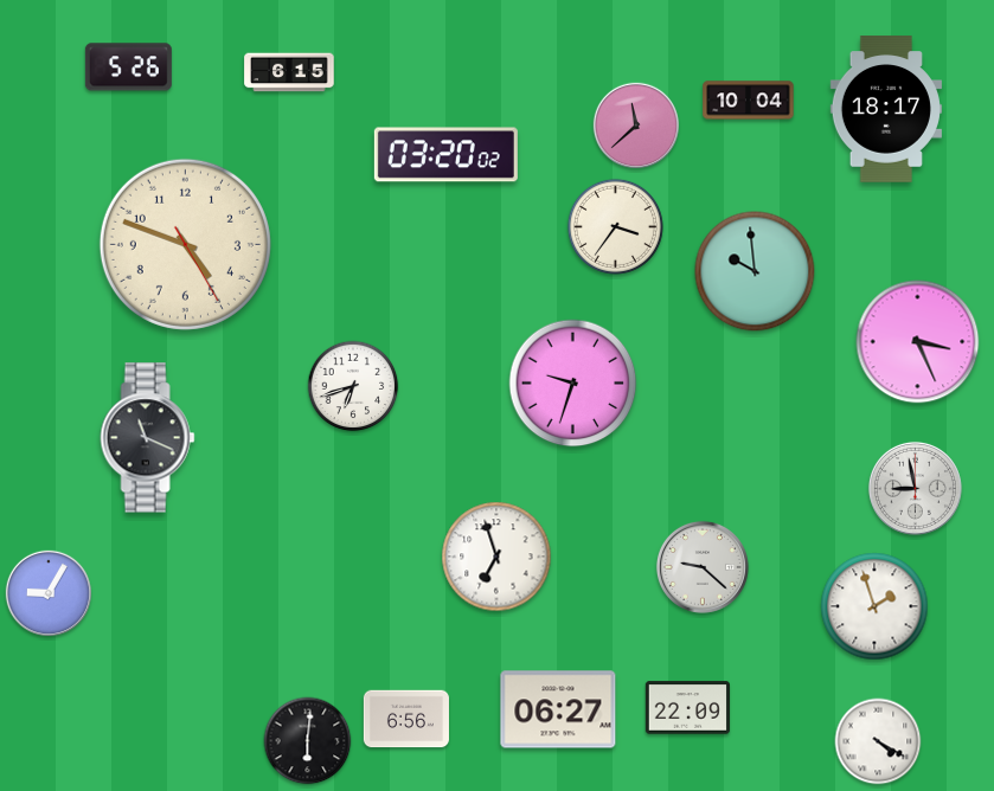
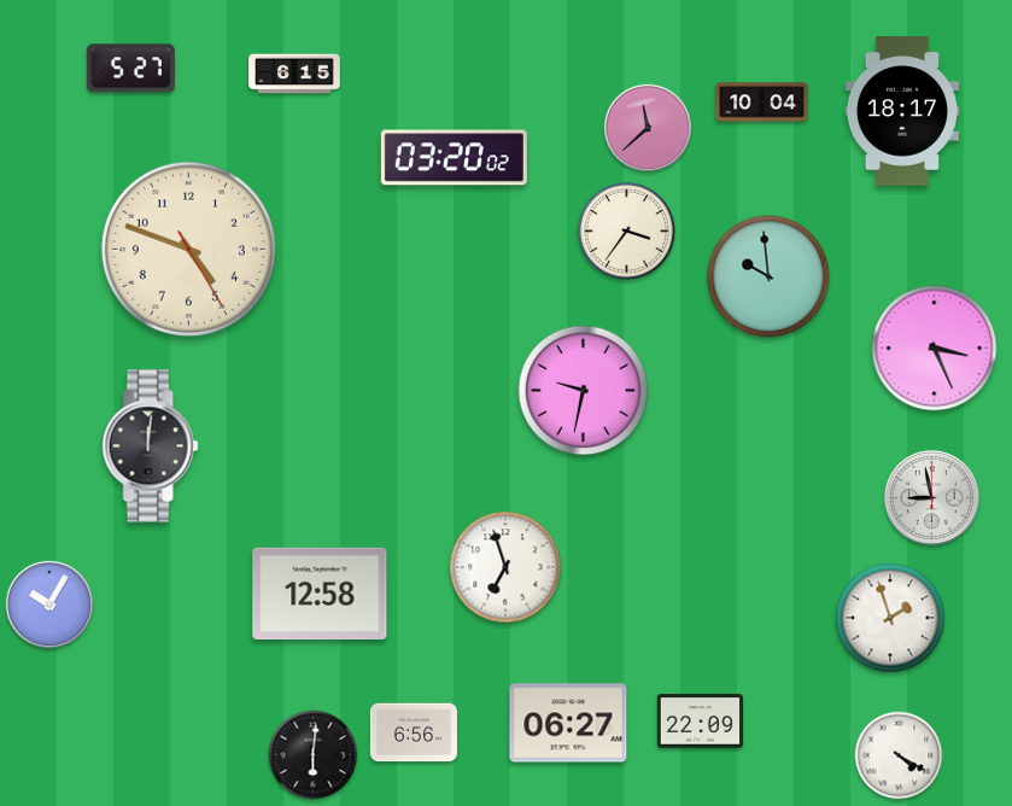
clock at (128, 67): 5:26 -> 5:27
clock at (573, 384): 9:33 -> 9:32
clock at (353, 386): 6:42 -> none
clock at (148, 438): 11:19 -> 12:01
clock at (703, 567): 9:22 -> none
clock at (320, 592): none -> 12:58
clock at (47, 592): 9:05 -> 10:05
clock at (878, 741) position: (878, 741) -> (899, 755)
